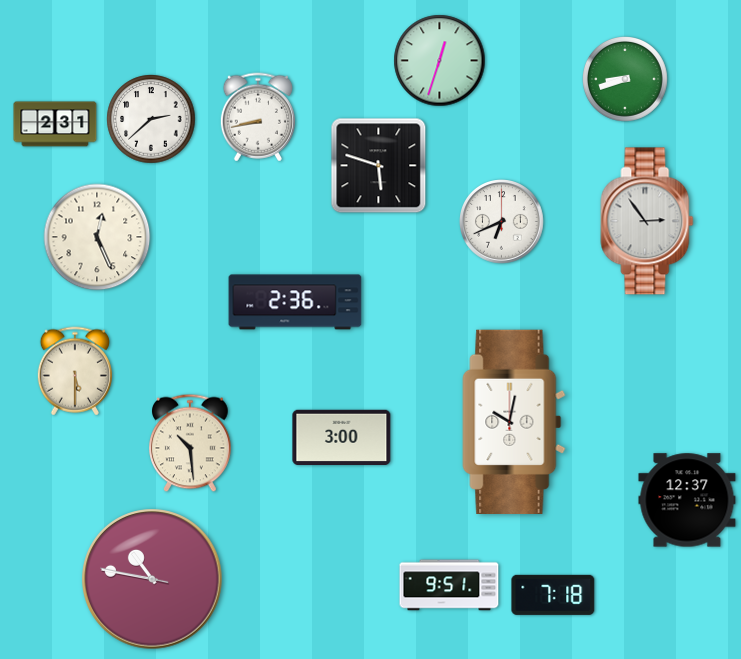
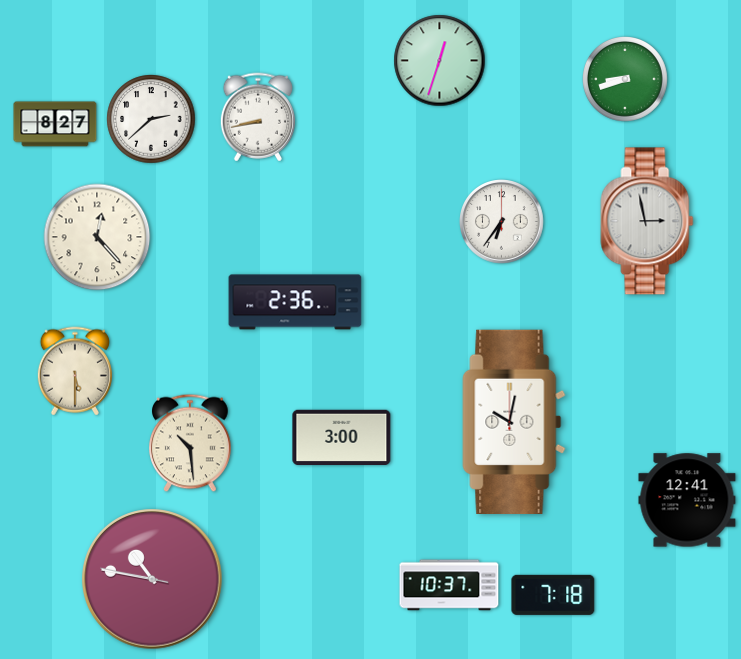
clock at (55, 124): 2:31 -> 8:27
clock at (379, 166): 5:48 -> none
clock at (647, 221): 2:54 -> 2:58
clock at (502, 222): 6:41 -> 6:36
clock at (97, 237): 12:26 -> 12:23
clock at (687, 500): 12:37 -> 12:41
clock at (449, 585): 9:51 -> 10:37
